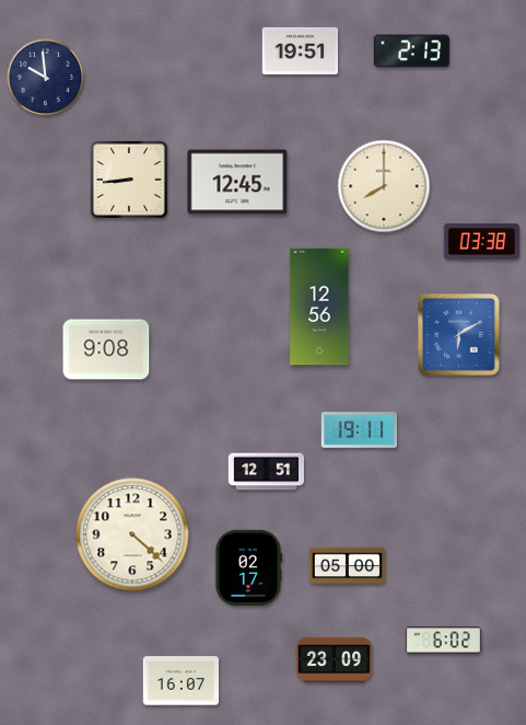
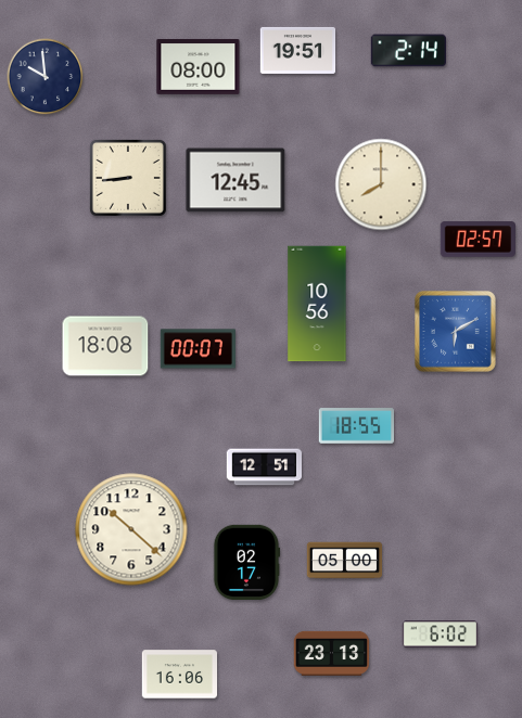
clock at (411, 51): 2:13 -> 2:14
clock at (199, 66): none -> 08:00
clock at (481, 242): 03:38 -> 02:57
clock at (319, 307): 12:56 -> 10:56
clock at (106, 349): 9:08 -> 18:08
clock at (198, 349): none -> 00:07
clock at (359, 430): 19:11 -> 18:55
clock at (132, 534): 4:22 -> 10:22
clock at (335, 659): 23:09 -> 23:13
clock at (182, 681): 16:07 -> 16:06
